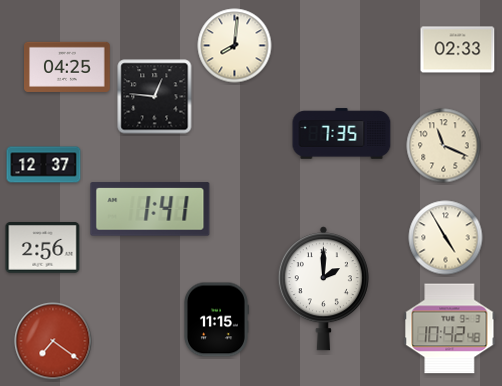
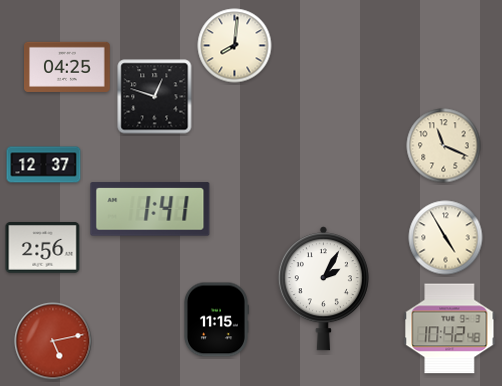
clock at (458, 50): 02:33 -> none
clock at (155, 97): 12:46 -> 12:48
clock at (342, 134): 7:35 -> none
clock at (323, 289): 2:00 -> 2:05
clock at (53, 341): 7:21 -> 5:13
